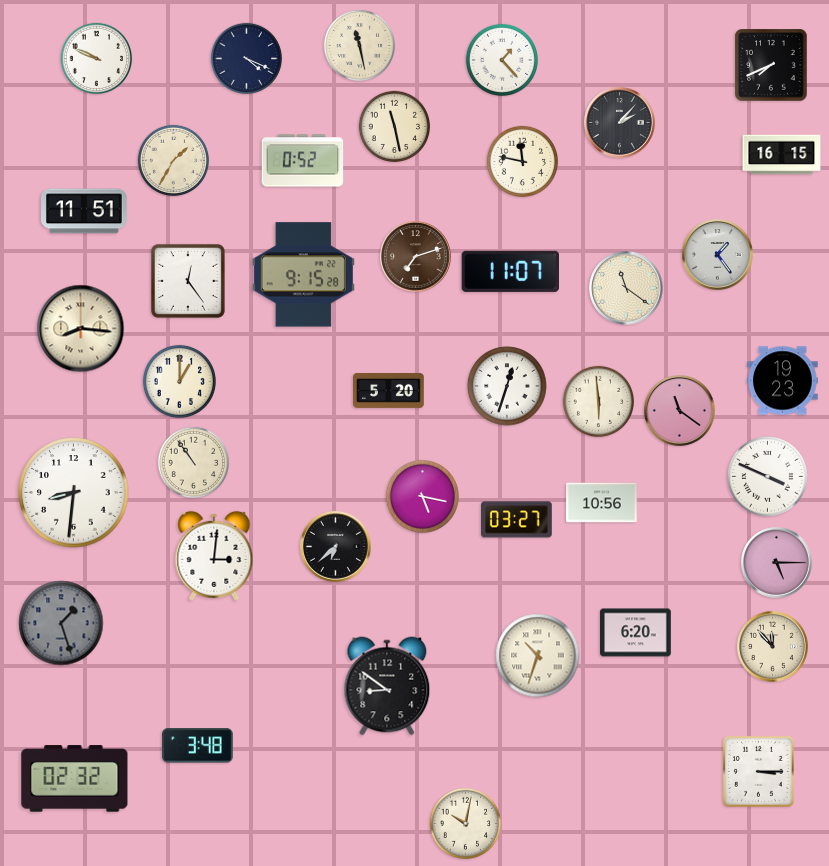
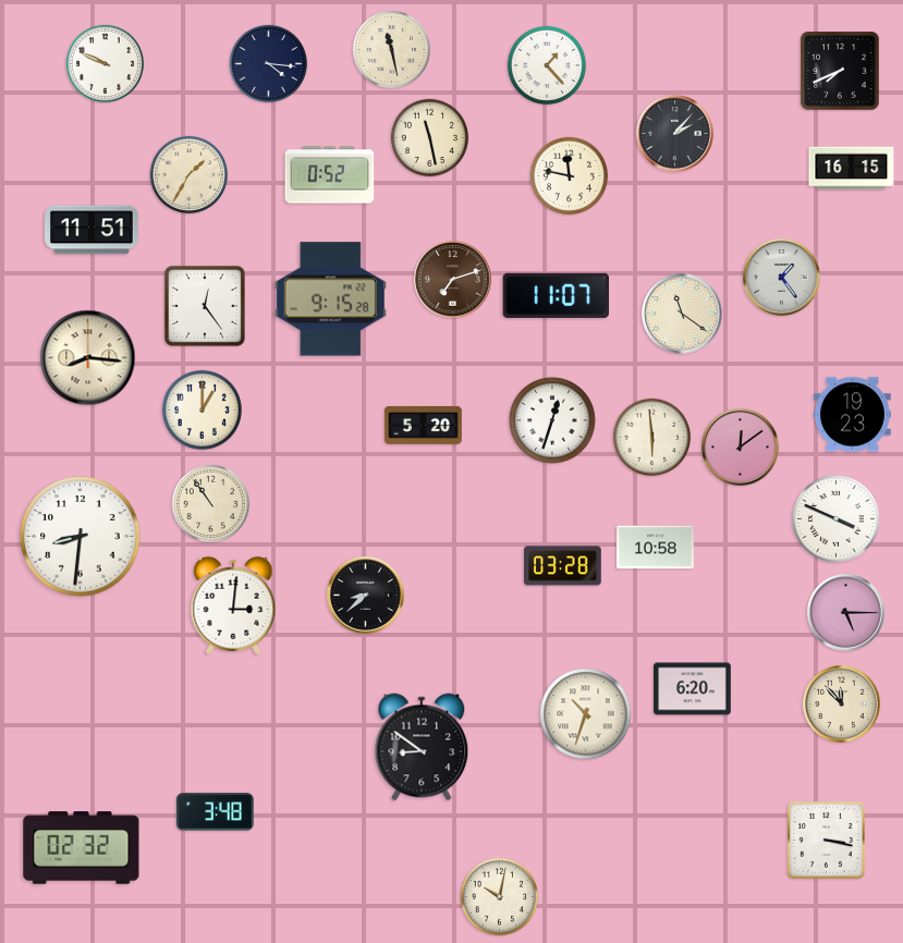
clock at (247, 59): 4:19 -> 4:16
clock at (179, 381) position: (179, 381) -> (202, 409)
clock at (680, 411): 11:21 -> 12:09
clock at (422, 496): 5:17 -> none
clock at (602, 503): 10:56 -> 10:58
clock at (517, 520): 03:27 -> 03:28
clock at (336, 547): 6:38 -> 8:38
clock at (61, 623): 1:27 -> none
clock at (758, 771): 3:15 -> 3:17
clock at (466, 824) position: (466, 824) -> (500, 897)
